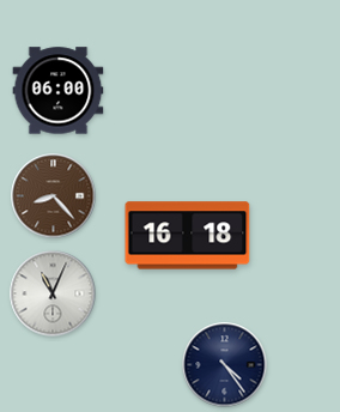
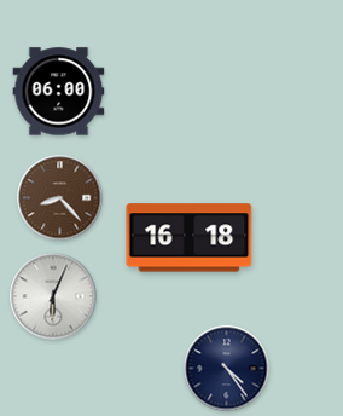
clock at (54, 196) position: (54, 196) -> (60, 198)
clock at (53, 293): 11:04 -> 6:04
